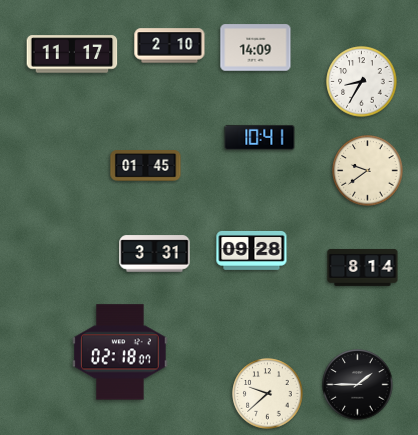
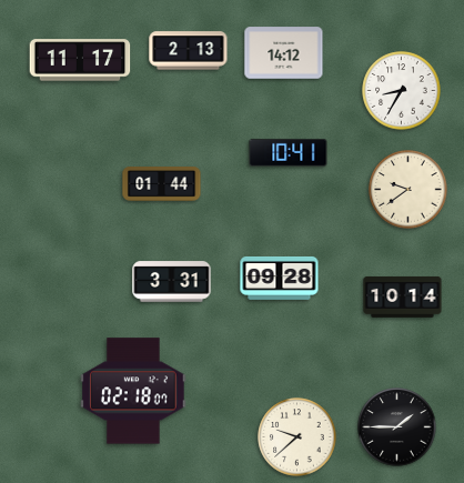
clock at (170, 46): 2:10 -> 2:13
clock at (256, 48): 14:09 -> 14:12
clock at (146, 166): 01:45 -> 01:44
clock at (363, 268): 8:14 -> 10:14
